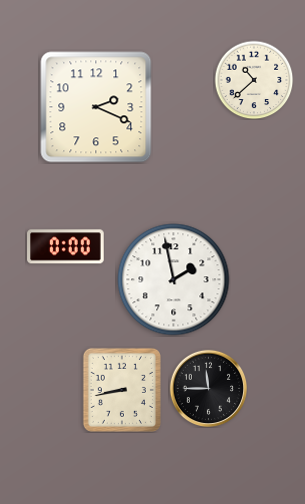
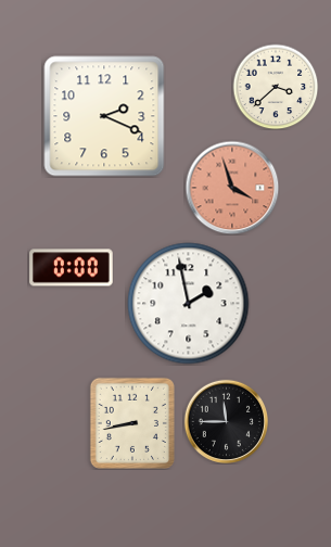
clock at (254, 80): 10:38 -> 3:38
clock at (232, 188): none -> 3:57
